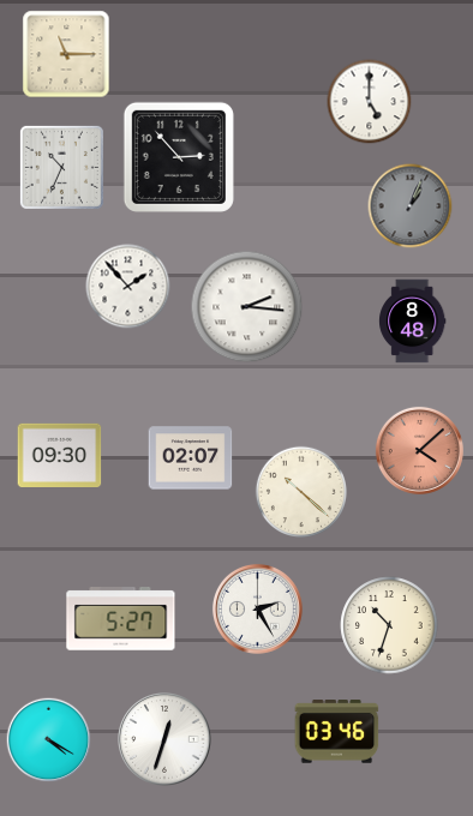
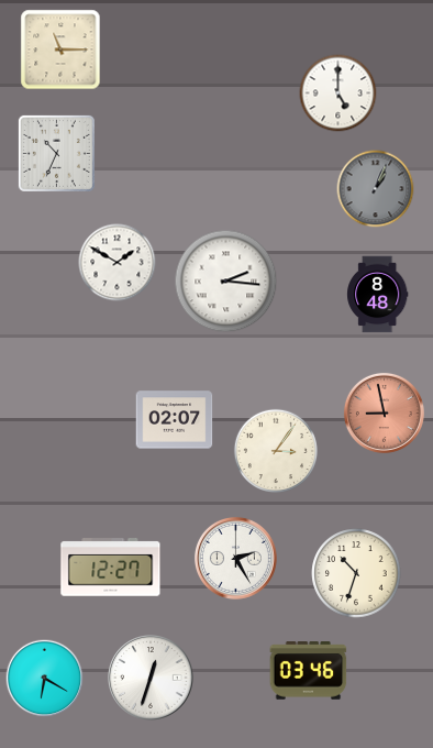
clock at (179, 157): 2:53 -> none
clock at (128, 287): 1:53 -> 1:50
clock at (419, 450): 4:08 -> 8:58
clock at (60, 455): 09:30 -> none
clock at (300, 491): 10:22 -> 3:06
clock at (121, 619): 5:27 -> 12:27
clock at (49, 740): 4:20 -> 6:20
